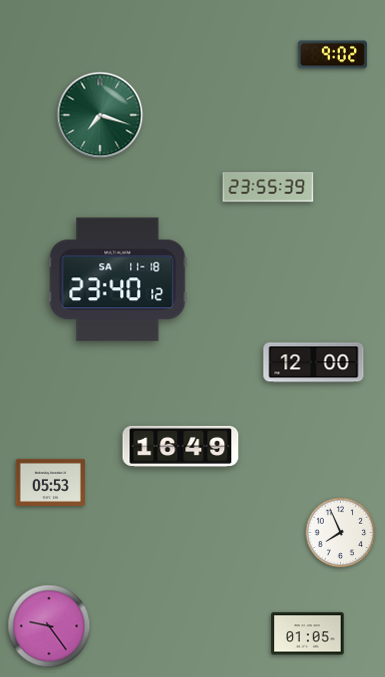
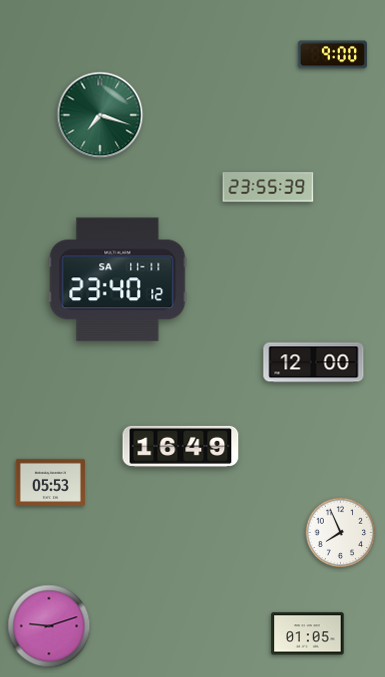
clock at (332, 55): 9:02 -> 9:00
clock at (118, 280) date: SA 11-18 -> SA 11-11
clock at (49, 626): 9:24 -> 9:12
